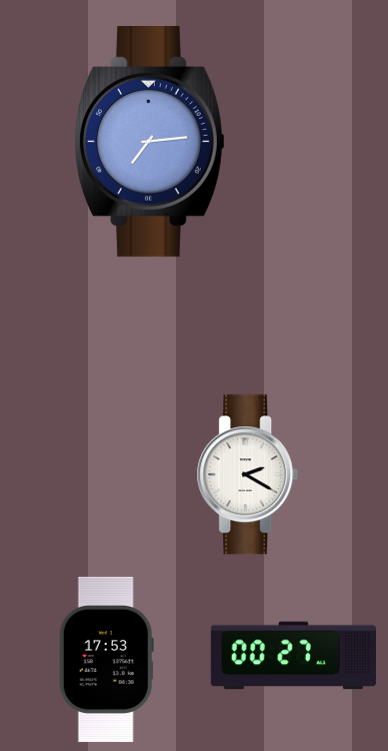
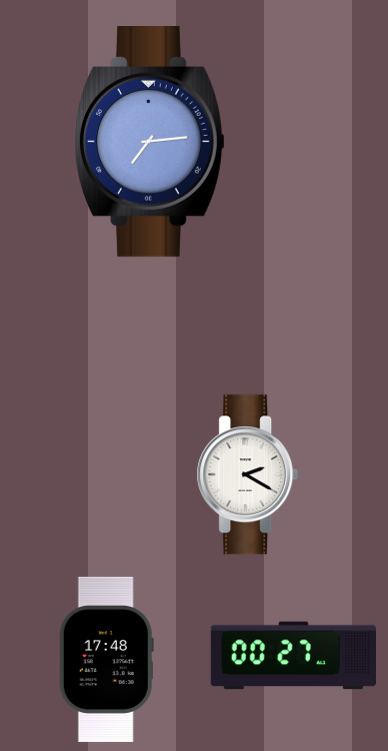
clock at (106, 659): 17:53 -> 17:48
